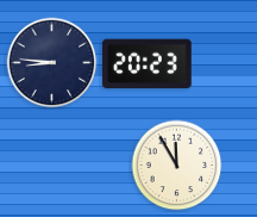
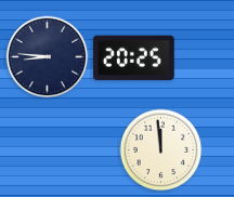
clock at (146, 64): 20:23 -> 20:25
clock at (177, 166): 11:55 -> 11:59
